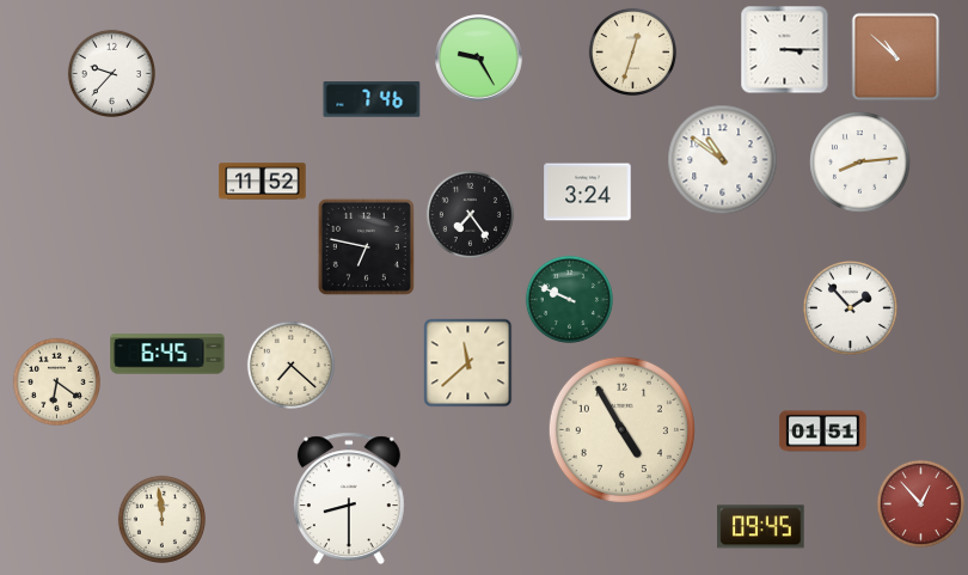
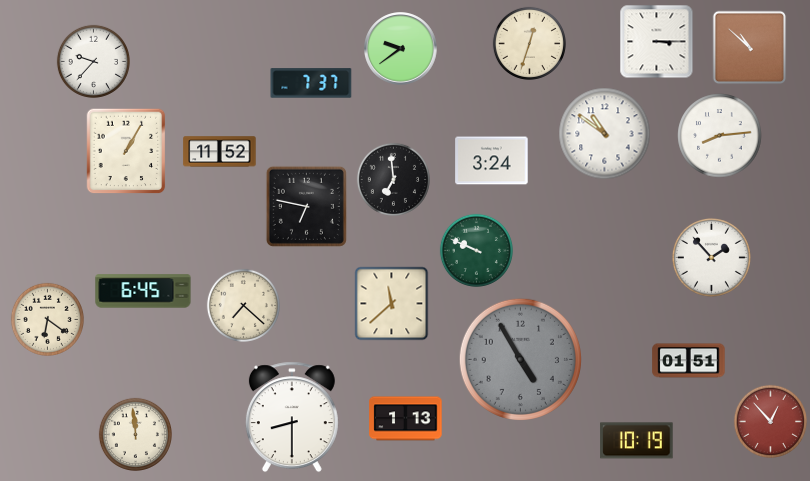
clock at (479, 59): 9:25 -> 9:39
clock at (372, 99): 7:46 -> 7:37
clock at (126, 151): none -> 1:05
clock at (470, 214): 7:24 -> 6:59
clock at (167, 354) position: (167, 354) -> (143, 291)
clock at (621, 429) dial: cream -> grey
clock at (406, 419): none -> 1:13
clock at (761, 527): 09:45 -> 10:19
